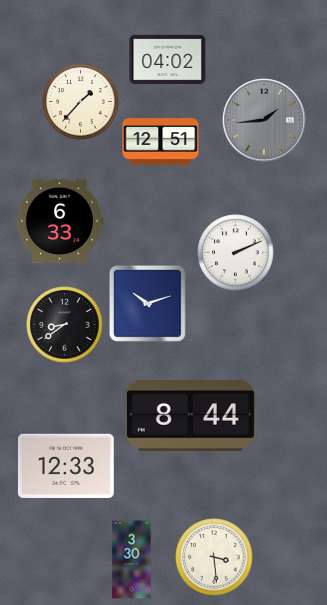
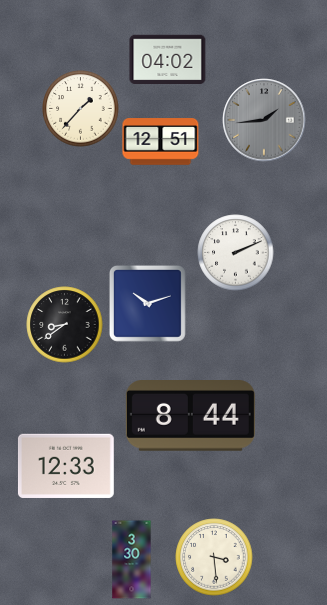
clock at (81, 102) position: (81, 102) -> (81, 109)
clock at (60, 221): 6:33 -> none
